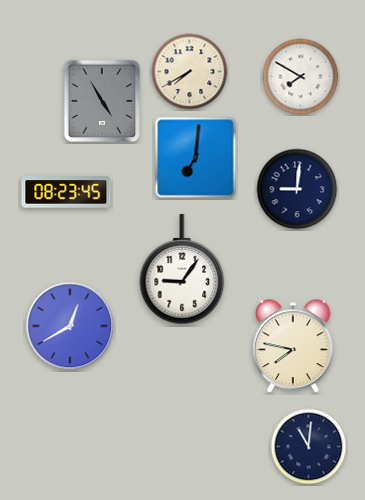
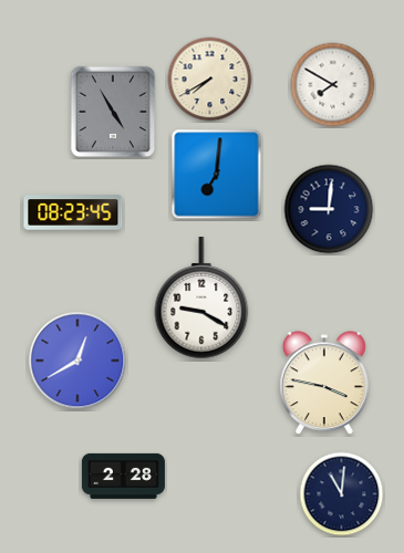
clock at (182, 270): 9:06 -> 9:20
clock at (293, 346): 7:47 -> 3:47
clock at (123, 476): none -> 2:28
